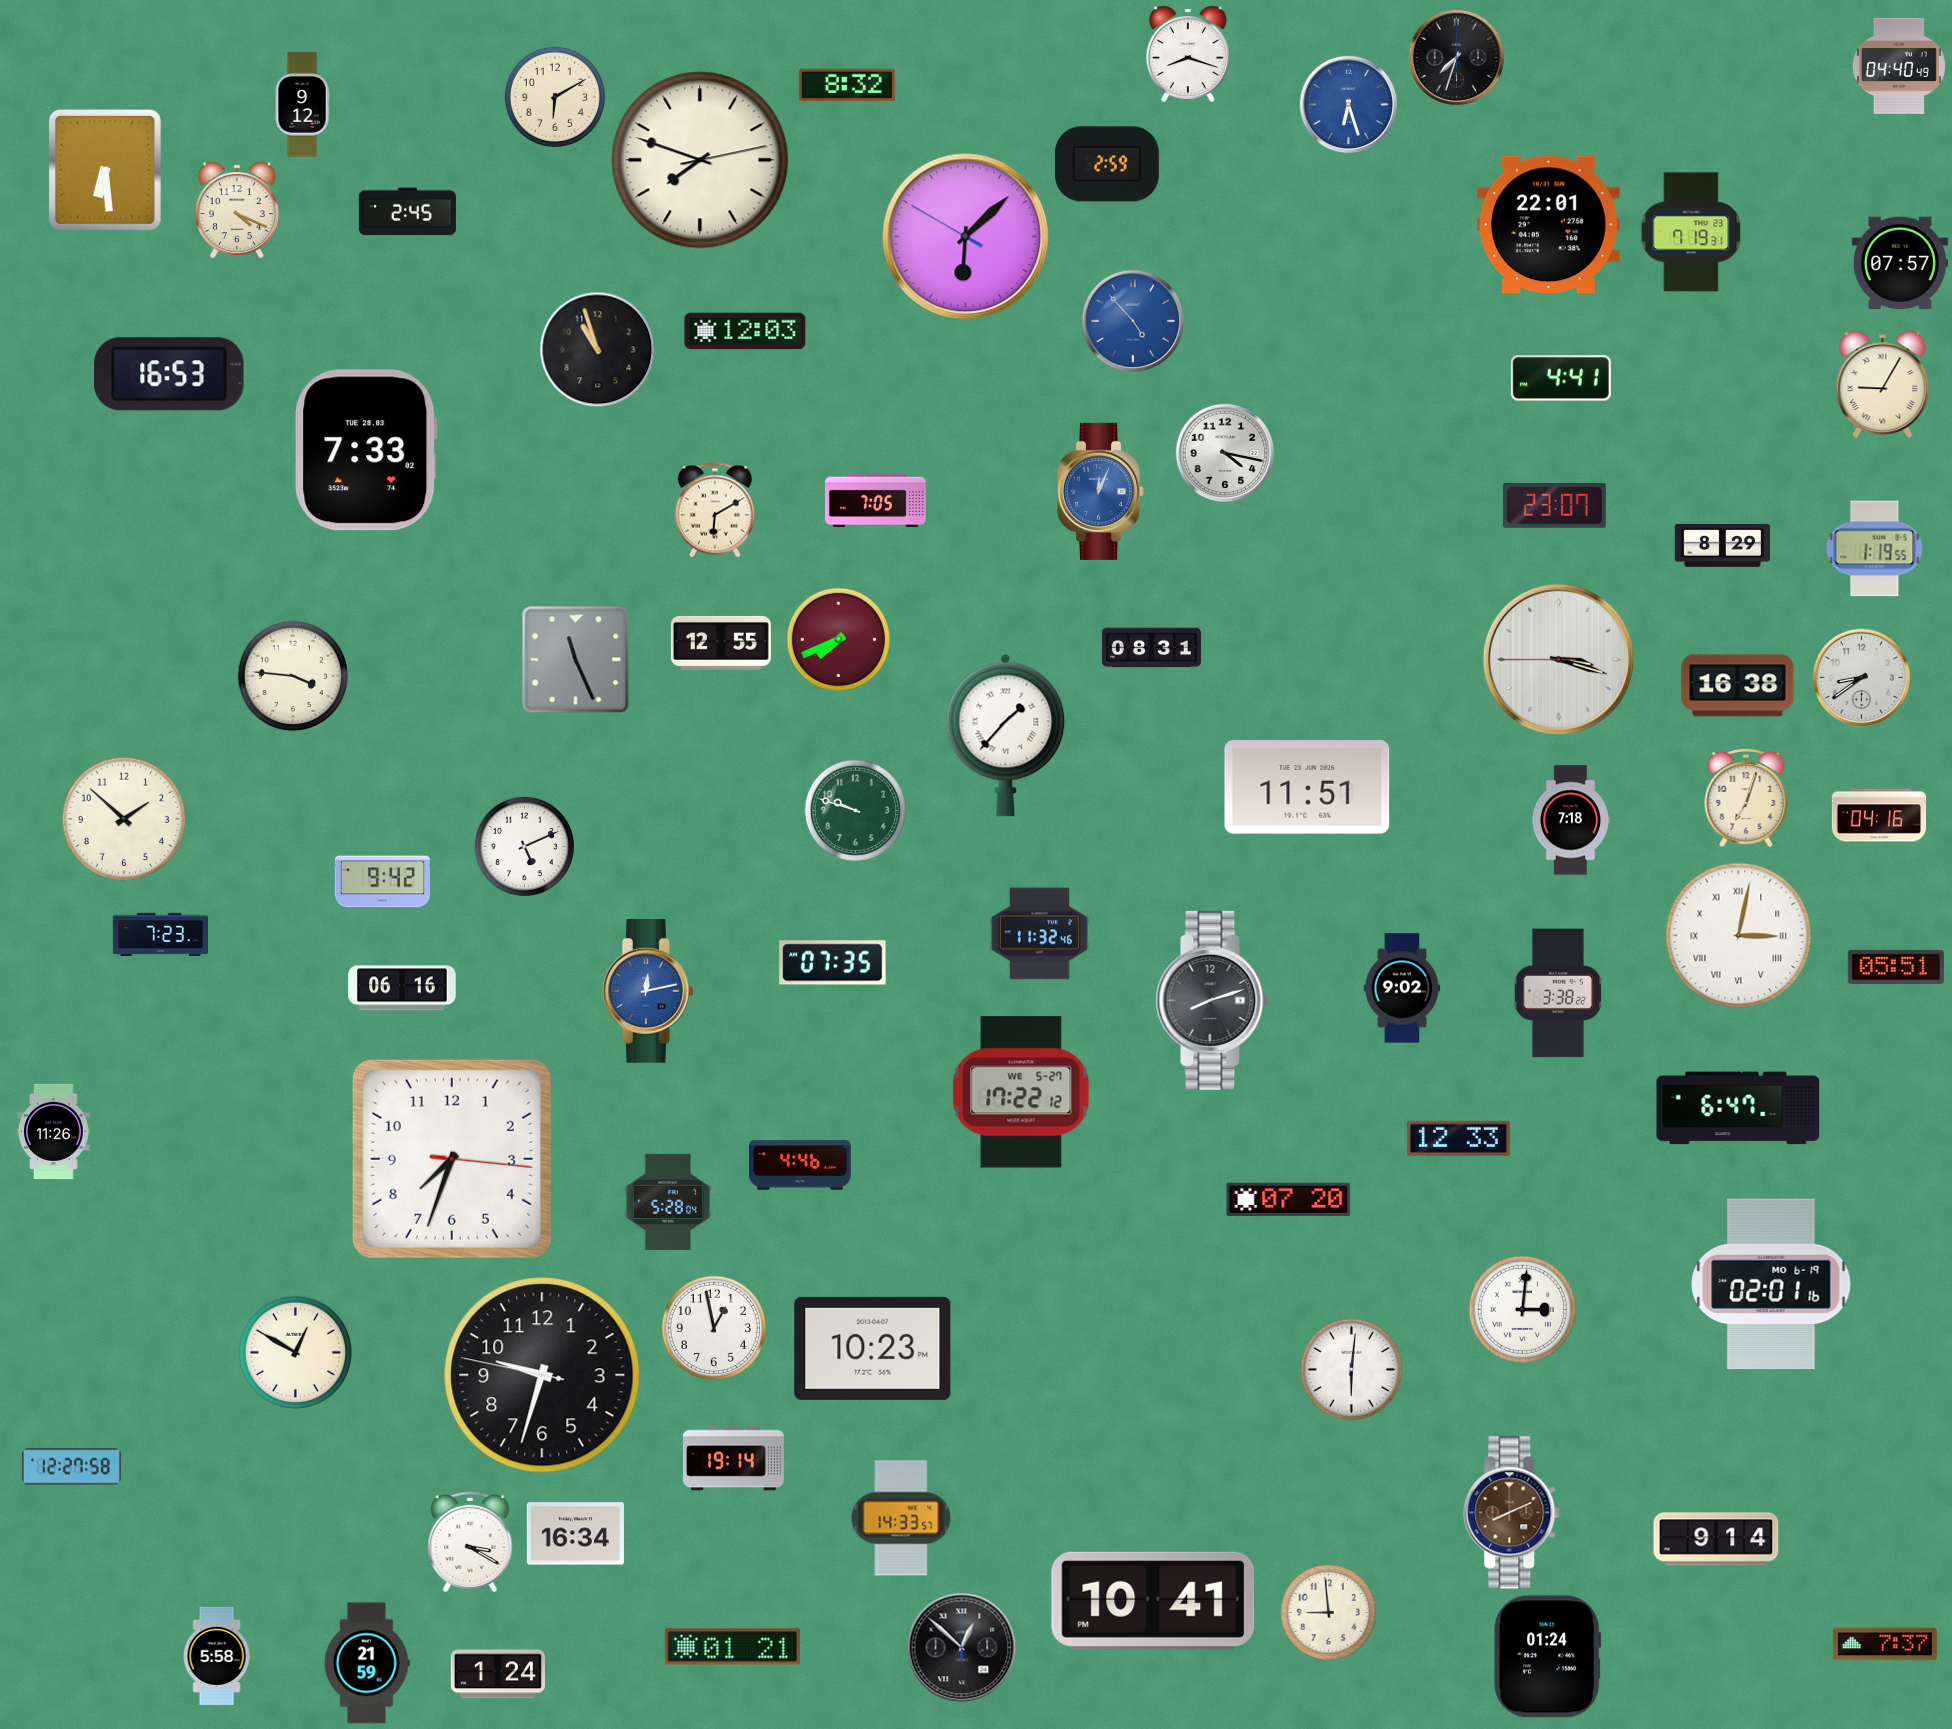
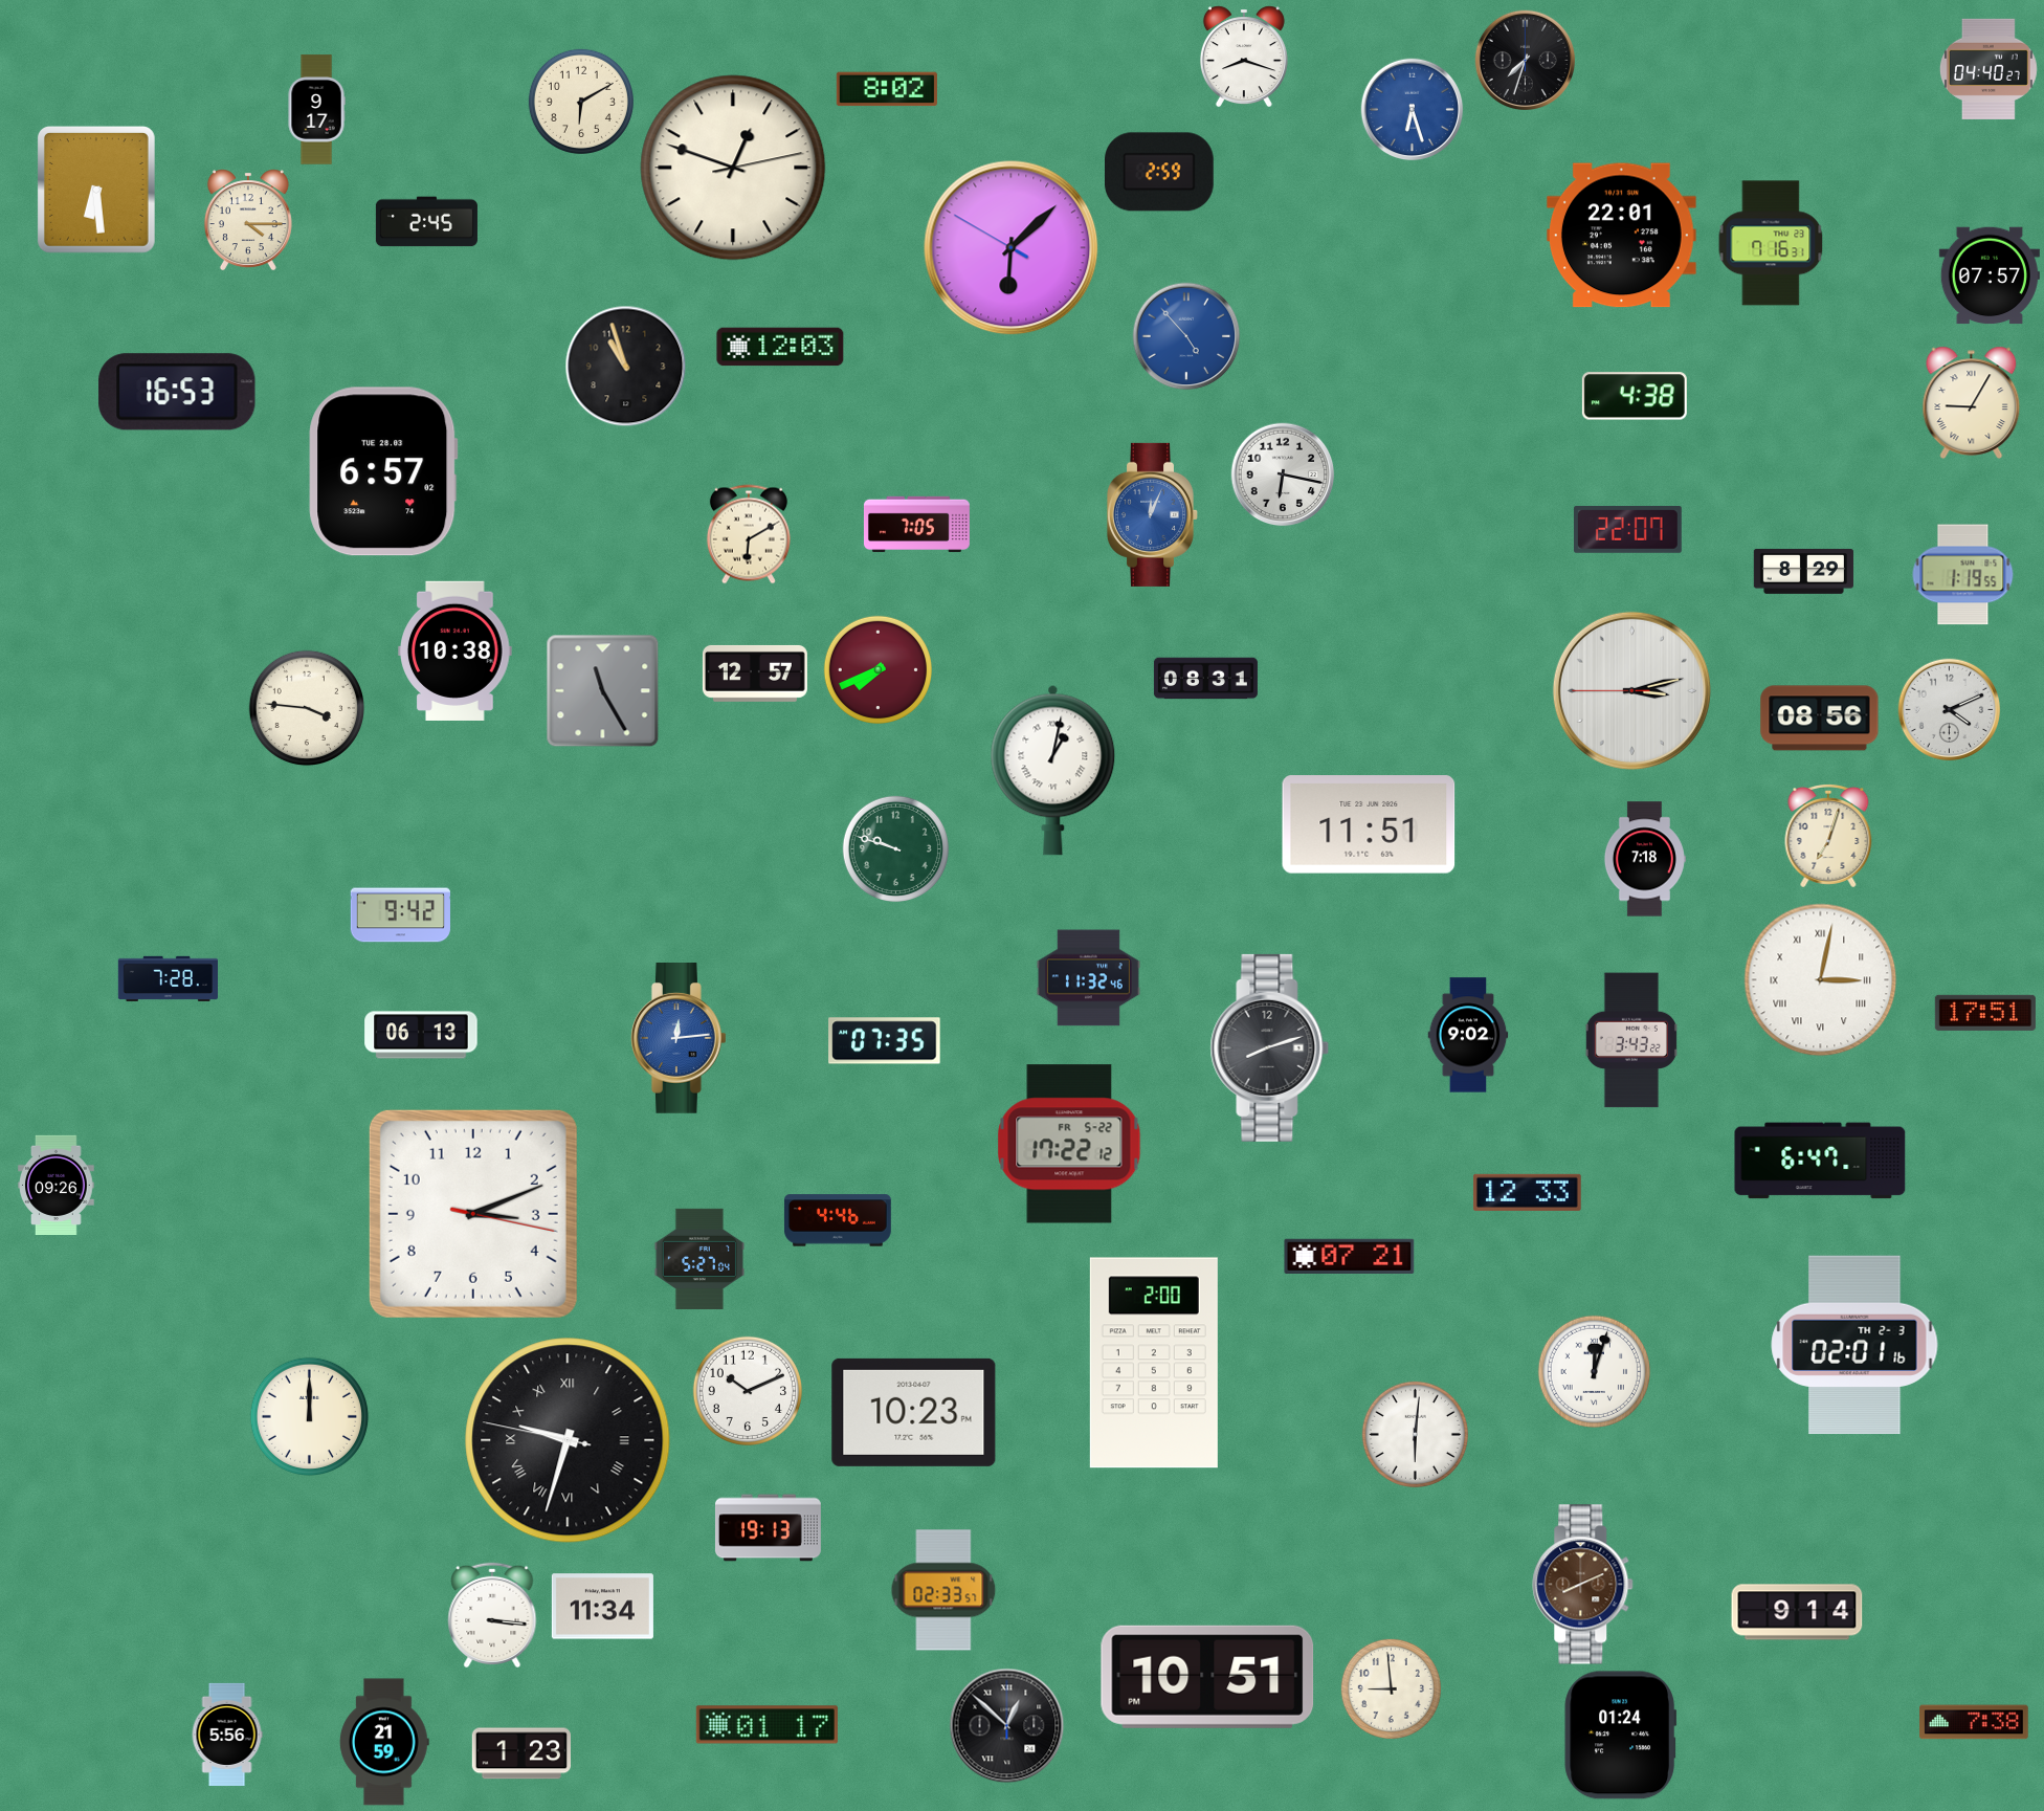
clock at (1899, 66): 04:40:49 -> 04:40:27
clock at (847, 85): 8:32 -> 8:02
clock at (302, 105): 9:12 -> 9:17
clock at (700, 160): 7:48 -> 12:48
clock at (105, 171) position: (105, 171) -> (96, 191)
clock at (237, 209): 4:19 -> 4:15
clock at (1691, 232): 7:19 -> 7:16
clock at (1561, 378): 4:41 -> 4:38
clock at (366, 450): 7:33 -> 6:57
clock at (1225, 453): 4:17 -> 6:17
clock at (1555, 506): 23:07 -> 22:07
clock at (456, 650): none -> 10:38
clock at (721, 643): 12:55 -> 12:57
clock at (1558, 659): 3:17 -> 3:12
clock at (576, 660): 11:26 -> 11:25
clock at (1862, 678): 8:39 -> 4:11
clock at (1738, 686): 16:38 -> 08:56
clock at (1006, 735): 1:37 -> 1:02
clock at (1879, 815): 04:16 -> none
clock at (124, 819): 1:52 -> none
clock at (524, 846): 5:11 -> none
clock at (382, 882) position: (382, 882) -> (400, 915)
clock at (160, 934): 7:23 -> 7:28
clock at (833, 963) position: (833, 963) -> (885, 1041)
clock at (1896, 967): 05:51 -> 17:51
clock at (402, 988): 06:16 -> 06:13
clock at (649, 992): 12:13 -> 12:14
clock at (1558, 993): 3:38 -> 3:43
clock at (1021, 1092) date: WE 5-27 -> FR 5-22
clock at (54, 1131): 11:26 -> 09:26
clock at (452, 1159): 7:33 -> 3:11
clock at (1289, 1199): 07:20 -> 07:21
clock at (668, 1202): 5:28 -> 5:27
clock at (1771, 1284) date: MO 6-19 -> TH 2-3
clock at (1154, 1363): none -> 2:00
clock at (1522, 1309): 3:01 -> 12:03
clock at (714, 1328): 12:58 -> 10:11
clock at (296, 1353): 12:50 -> 12:00
clock at (542, 1375) numerals: Arabic -> Roman
clock at (733, 1459): 19:14 -> 19:13
clock at (71, 1467): 12:27 -> none
clock at (901, 1518): 14:33 -> 02:33
clock at (575, 1534): 16:34 -> 11:34
clock at (470, 1541): 3:20 -> 3:16
clock at (1153, 1601): 10:41 -> 10:51
clock at (1885, 1644): 7:37 -> 7:38
clock at (732, 1647): 01:21 -> 01:17
clock at (217, 1656): 5:58 -> 5:56
clock at (497, 1674): 1:24 -> 1:23
